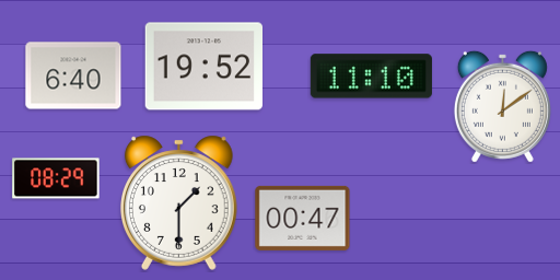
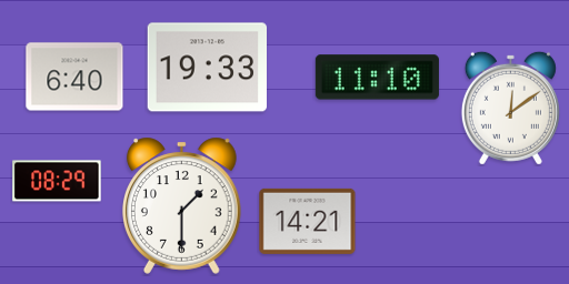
clock at (203, 67): 19:52 -> 19:33
clock at (303, 218): 00:47 -> 14:21
